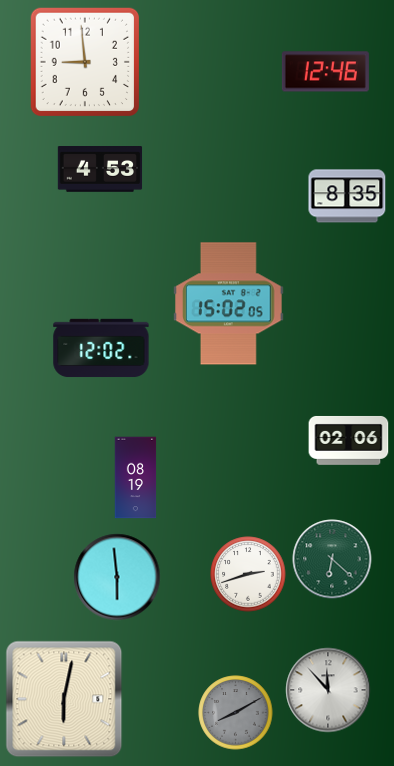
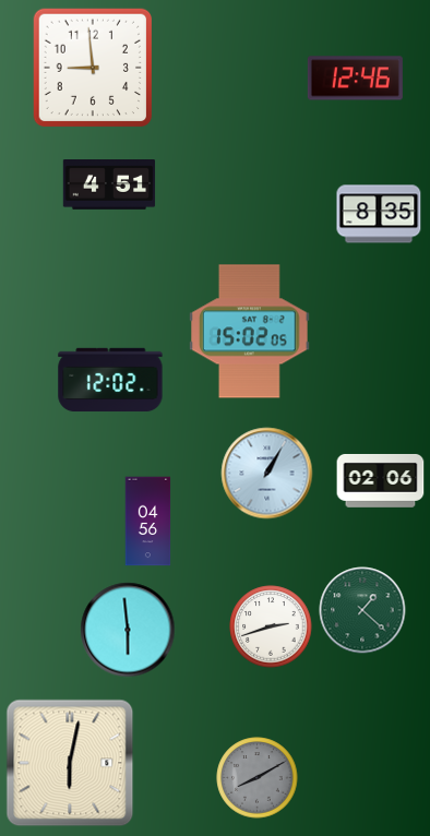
clock at (100, 169): 4:53 -> 4:51
clock at (267, 474): none -> 1:05
clock at (136, 478): 08:19 -> 04:56
clock at (332, 559): 6:22 -> 1:22
clock at (328, 690): 11:53 -> none
